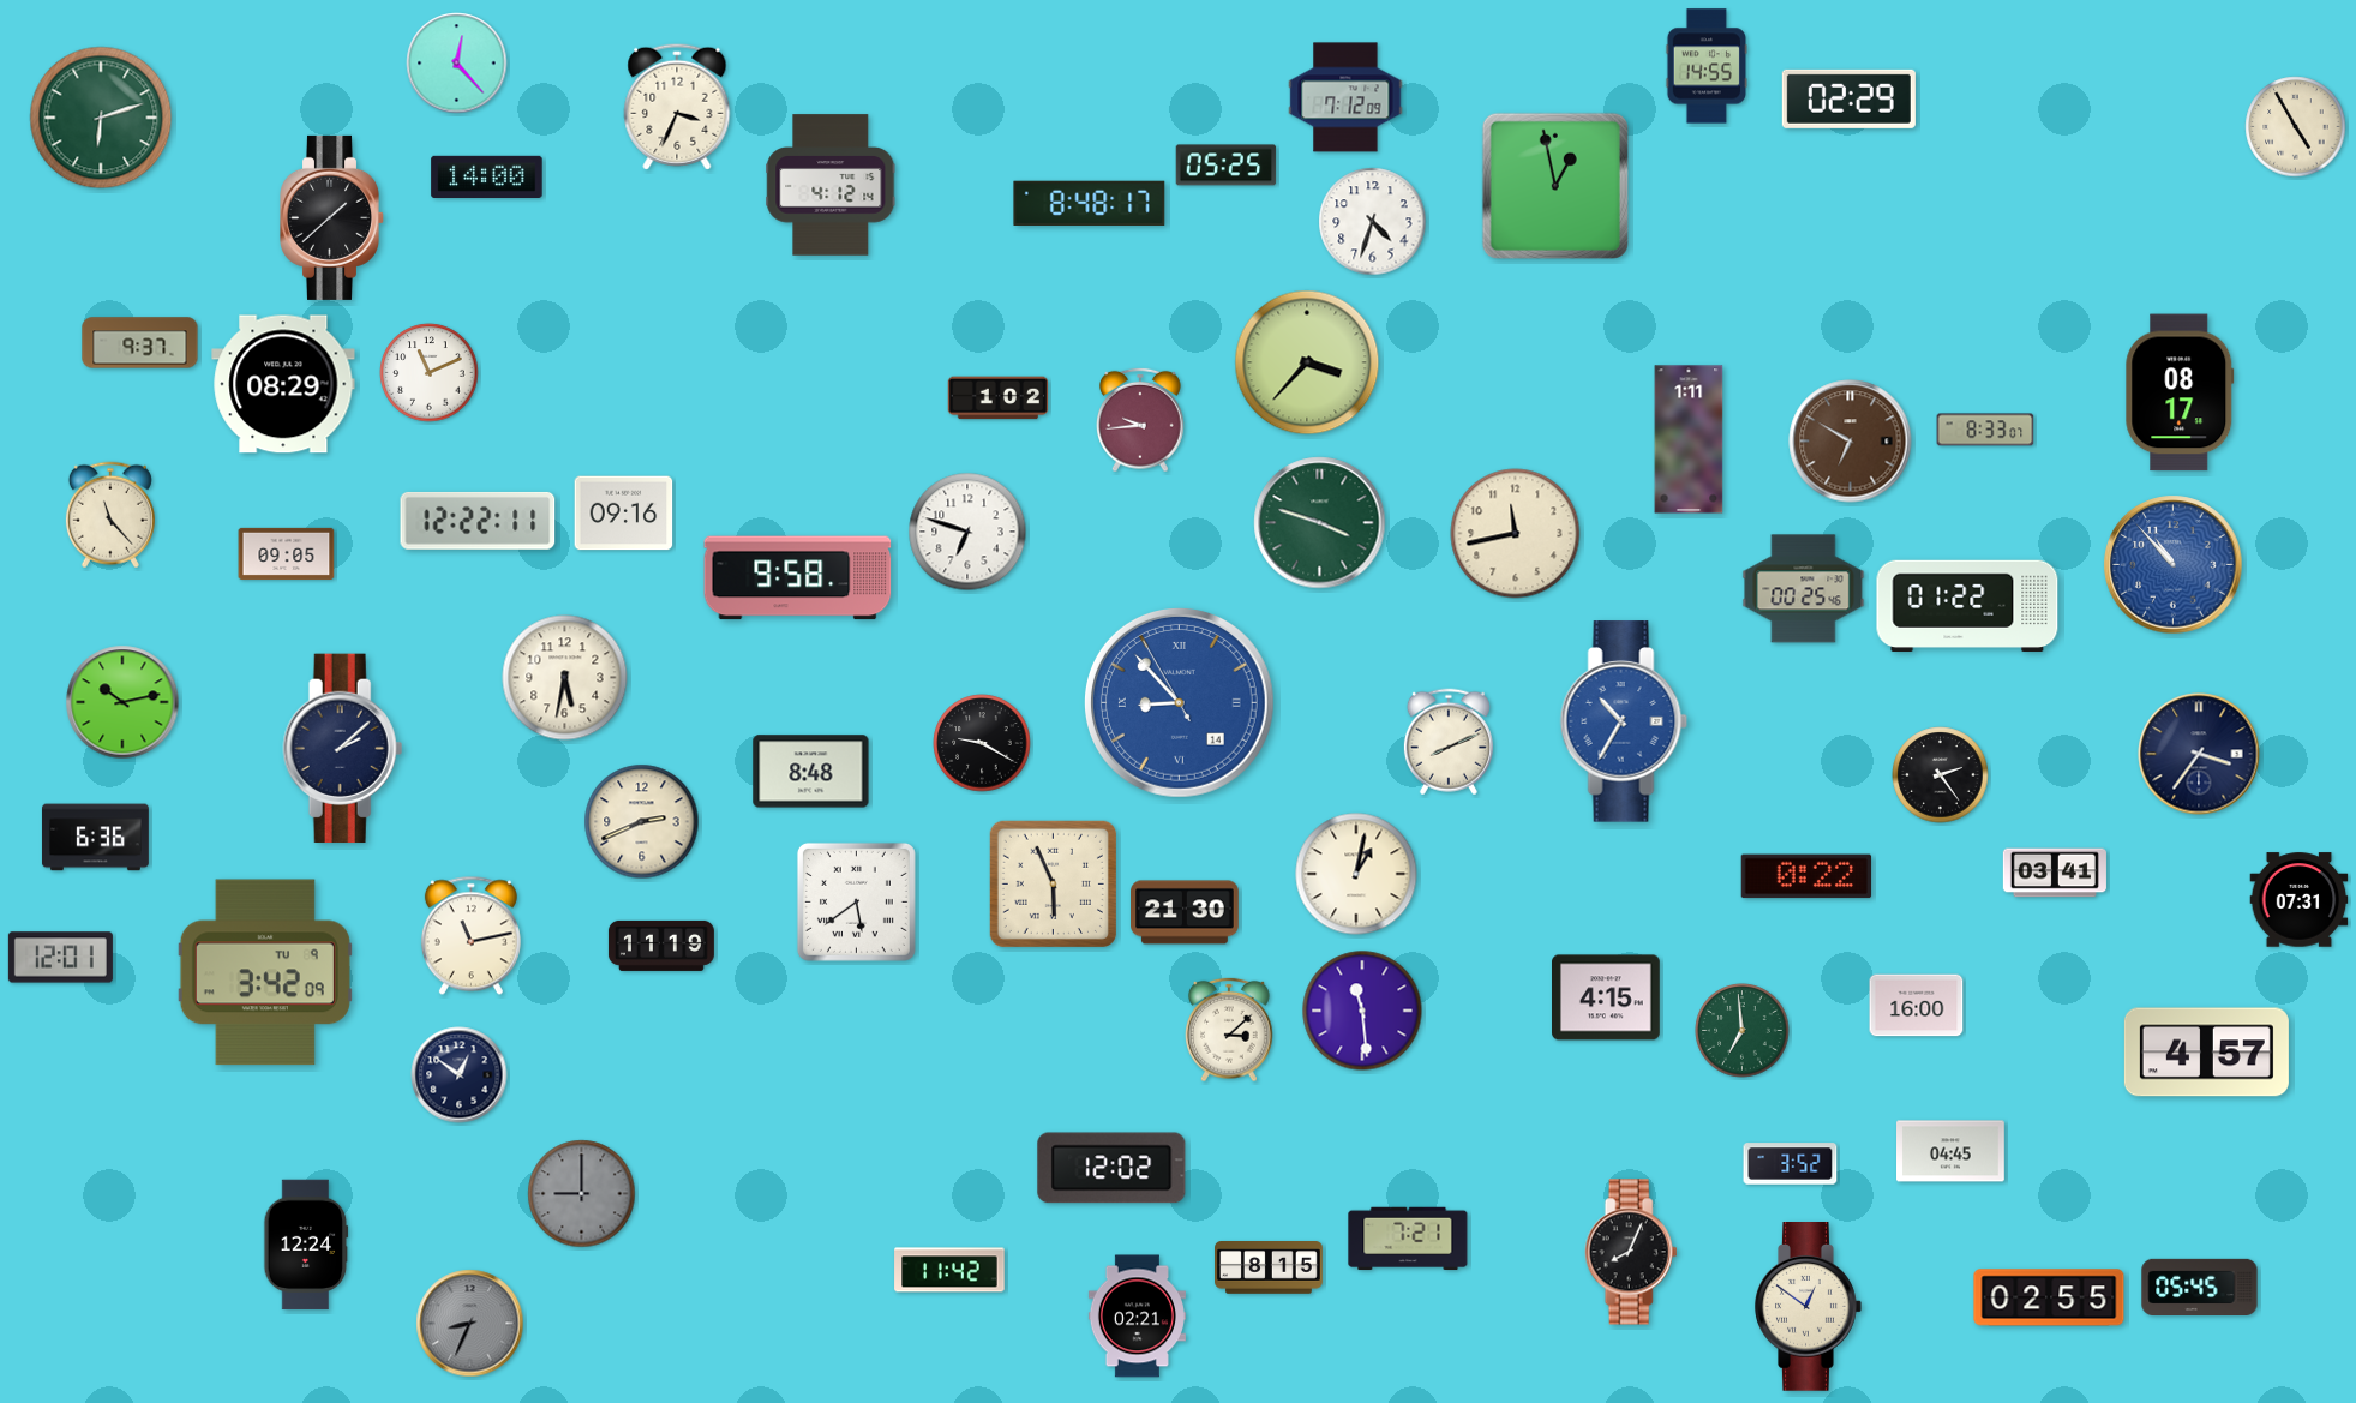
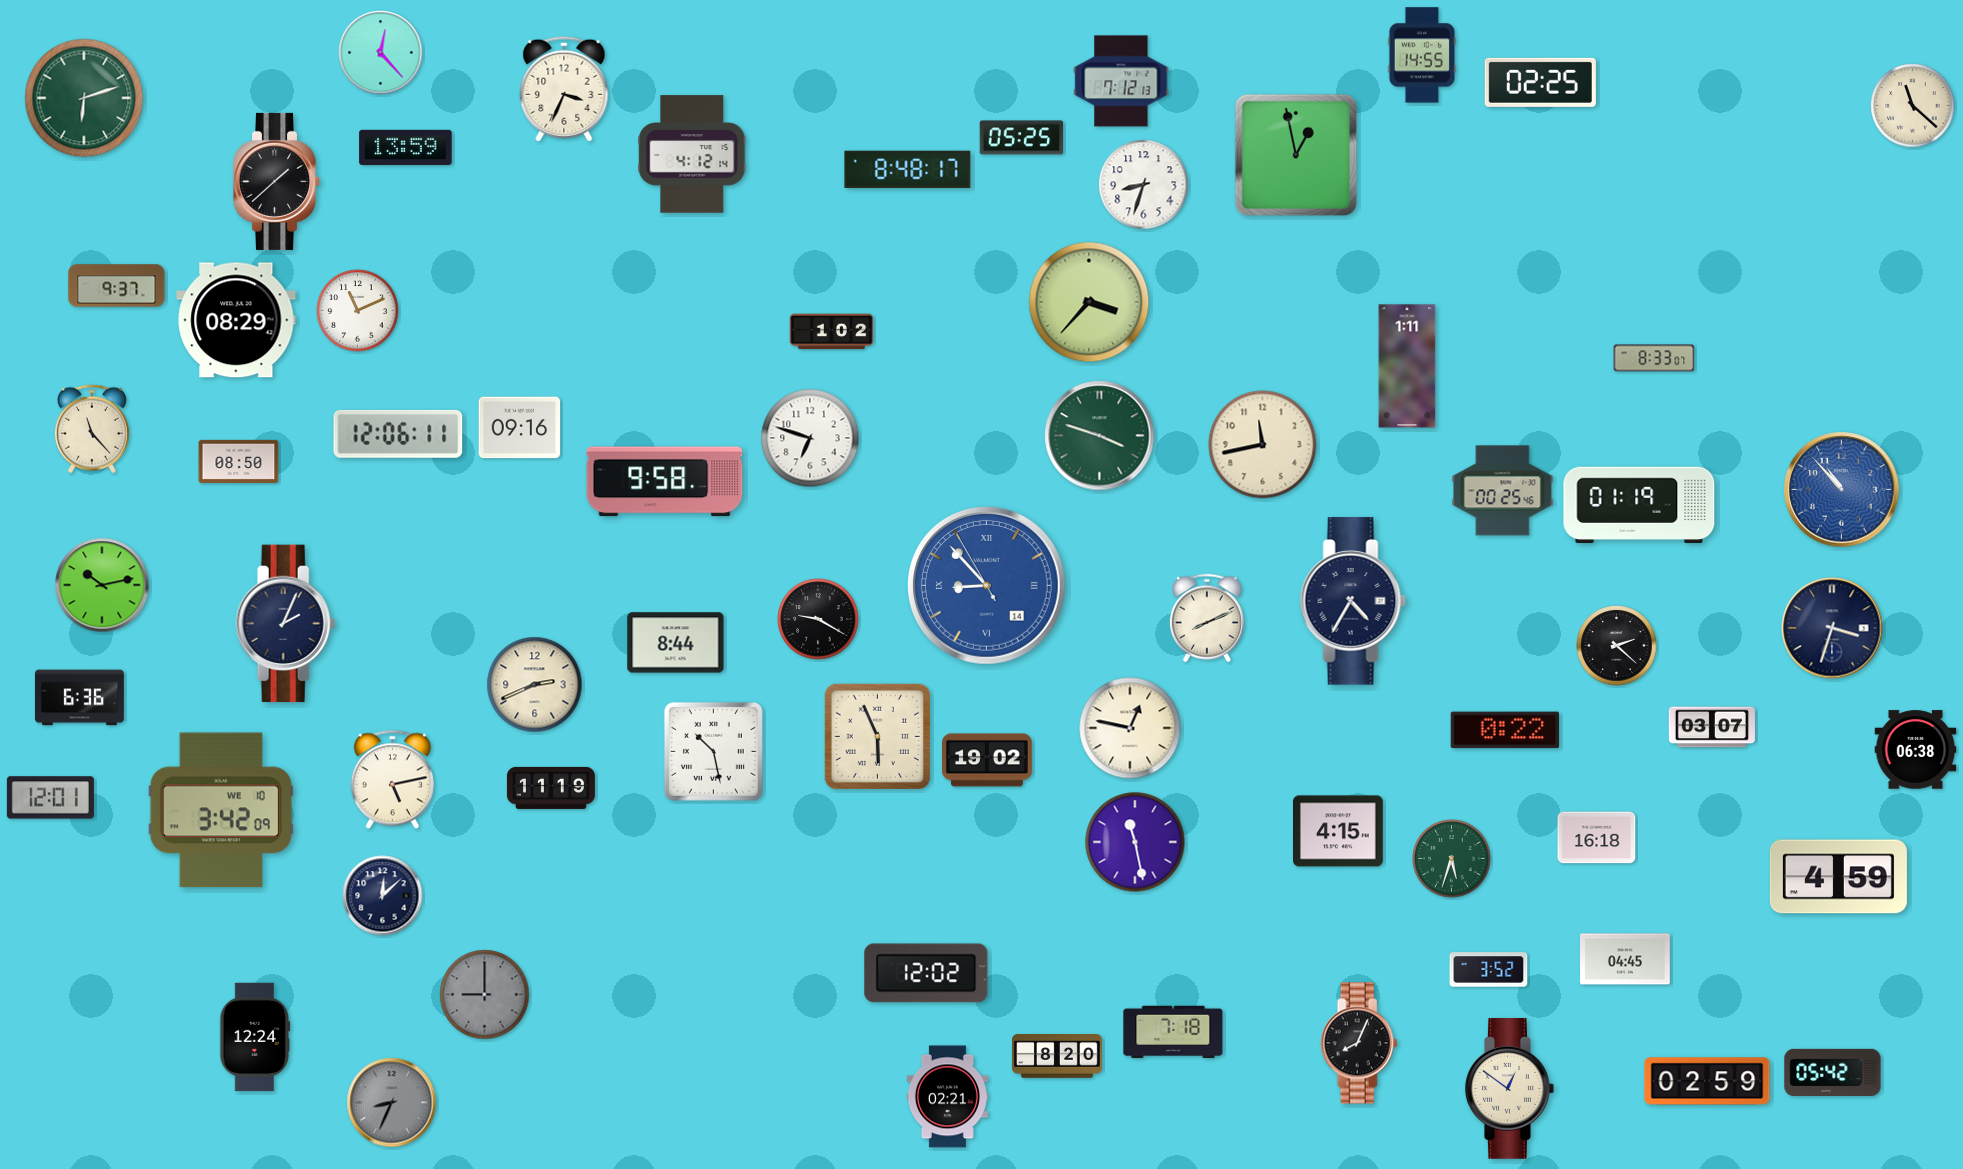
clock at (1345, 97): 7:12:09 -> 7:12:13
clock at (1848, 98): 02:29 -> 02:25
clock at (2296, 127): 4:55 -> 11:22
clock at (487, 176): 14:00 -> 13:59
clock at (1373, 222): 4:33 -> 8:33
clock at (2180, 392): 08:17 -> none
clock at (1141, 420): 9:44 -> none
clock at (1851, 442): 6:50 -> none
clock at (478, 521): 12:22 -> 12:06
clock at (967, 532) position: (967, 532) -> (810, 438)
clock at (287, 553): 09:05 -> 08:50
clock at (2174, 565) position: (2174, 565) -> (1842, 490)
clock at (1967, 606): 01:22 -> 01:19
clock at (565, 678): 5:32 -> none
clock at (1179, 702) position: (1179, 702) -> (986, 585)
clock at (1624, 721): 10:35 -> 4:35
clock at (1624, 721) dial: blue -> navy
clock at (343, 749): 2:08 -> 2:04
clock at (2199, 754): 3:36 -> 3:33
clock at (811, 772): 8:48 -> 8:44
clock at (1941, 775): 2:24 -> 2:22
clock at (2055, 873): 03:41 -> 03:07
clock at (1356, 874): 1:02 -> 12:47
clock at (2300, 900): 07:31 -> 06:38
clock at (856, 901): 5:39 -> 10:28
clock at (1186, 912): 21:30 -> 19:02
clock at (470, 936): 11:13 -> 5:13
clock at (265, 972) date: TU 9 -> WE 10
clock at (1917, 1006): 16:00 -> 16:18
clock at (1362, 1011): 11:29 -> 11:28
clock at (1230, 1030): 3:08 -> none
clock at (1743, 1031): 6:59 -> 5:33
clock at (2206, 1053): 4:57 -> 4:59
clock at (460, 1075): 12:51 -> 12:08
clock at (1791, 1164) position: (1791, 1164) -> (1489, 970)
clock at (1408, 1239): 7:21 -> 7:18
clock at (1270, 1267): 8:15 -> 8:20
clock at (949, 1270): 11:42 -> none
clock at (2200, 1287): 05:45 -> 05:42
clock at (2049, 1297): 02:55 -> 02:59
clock at (1809, 1307) position: (1809, 1307) -> (1510, 1089)
